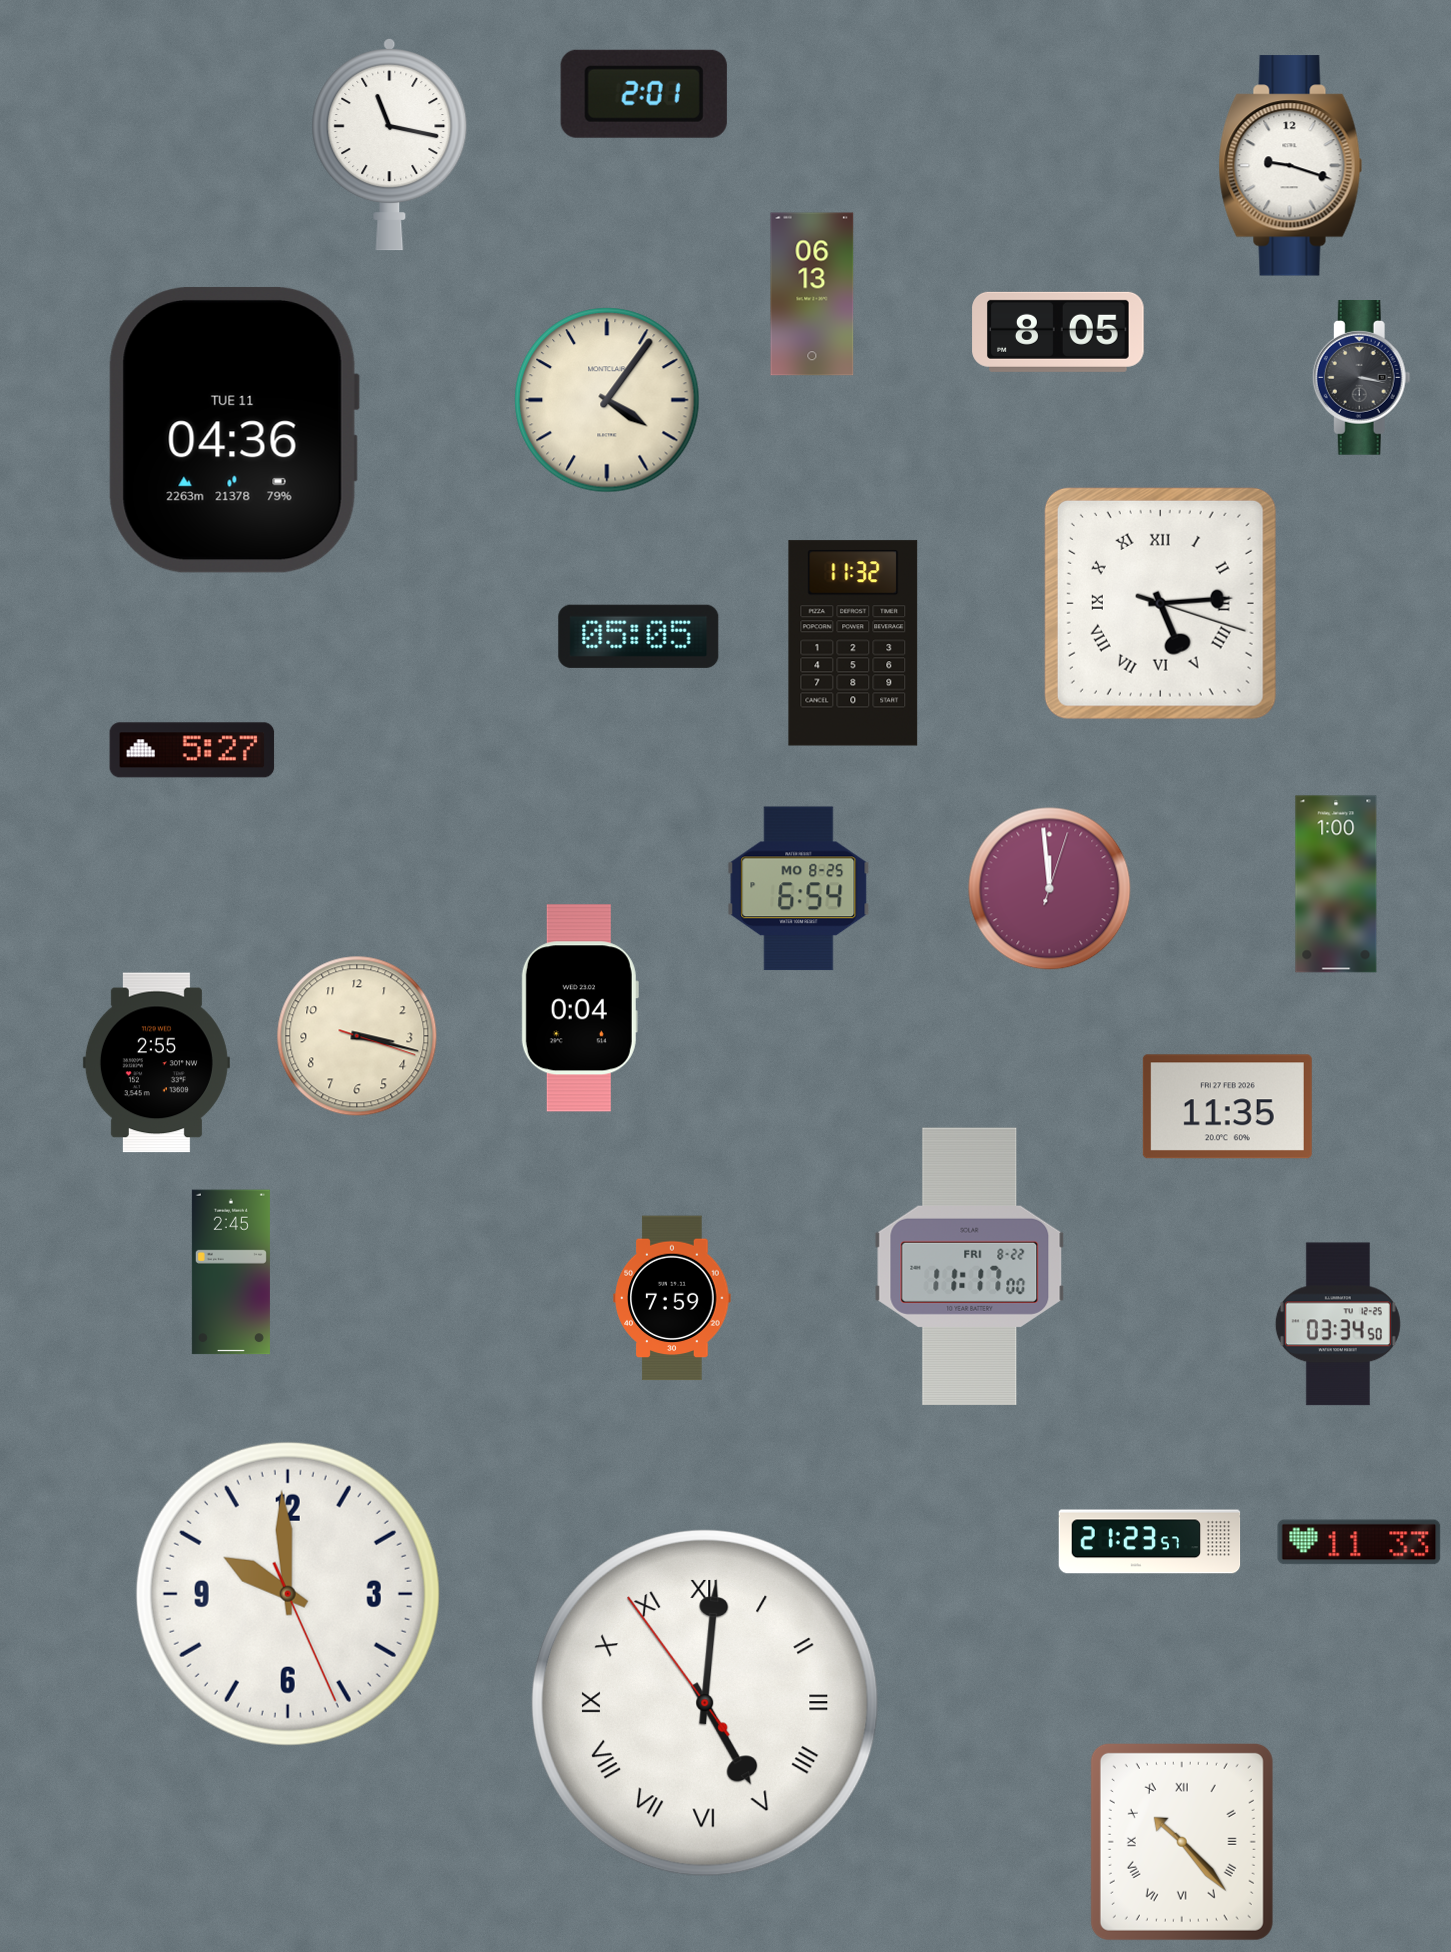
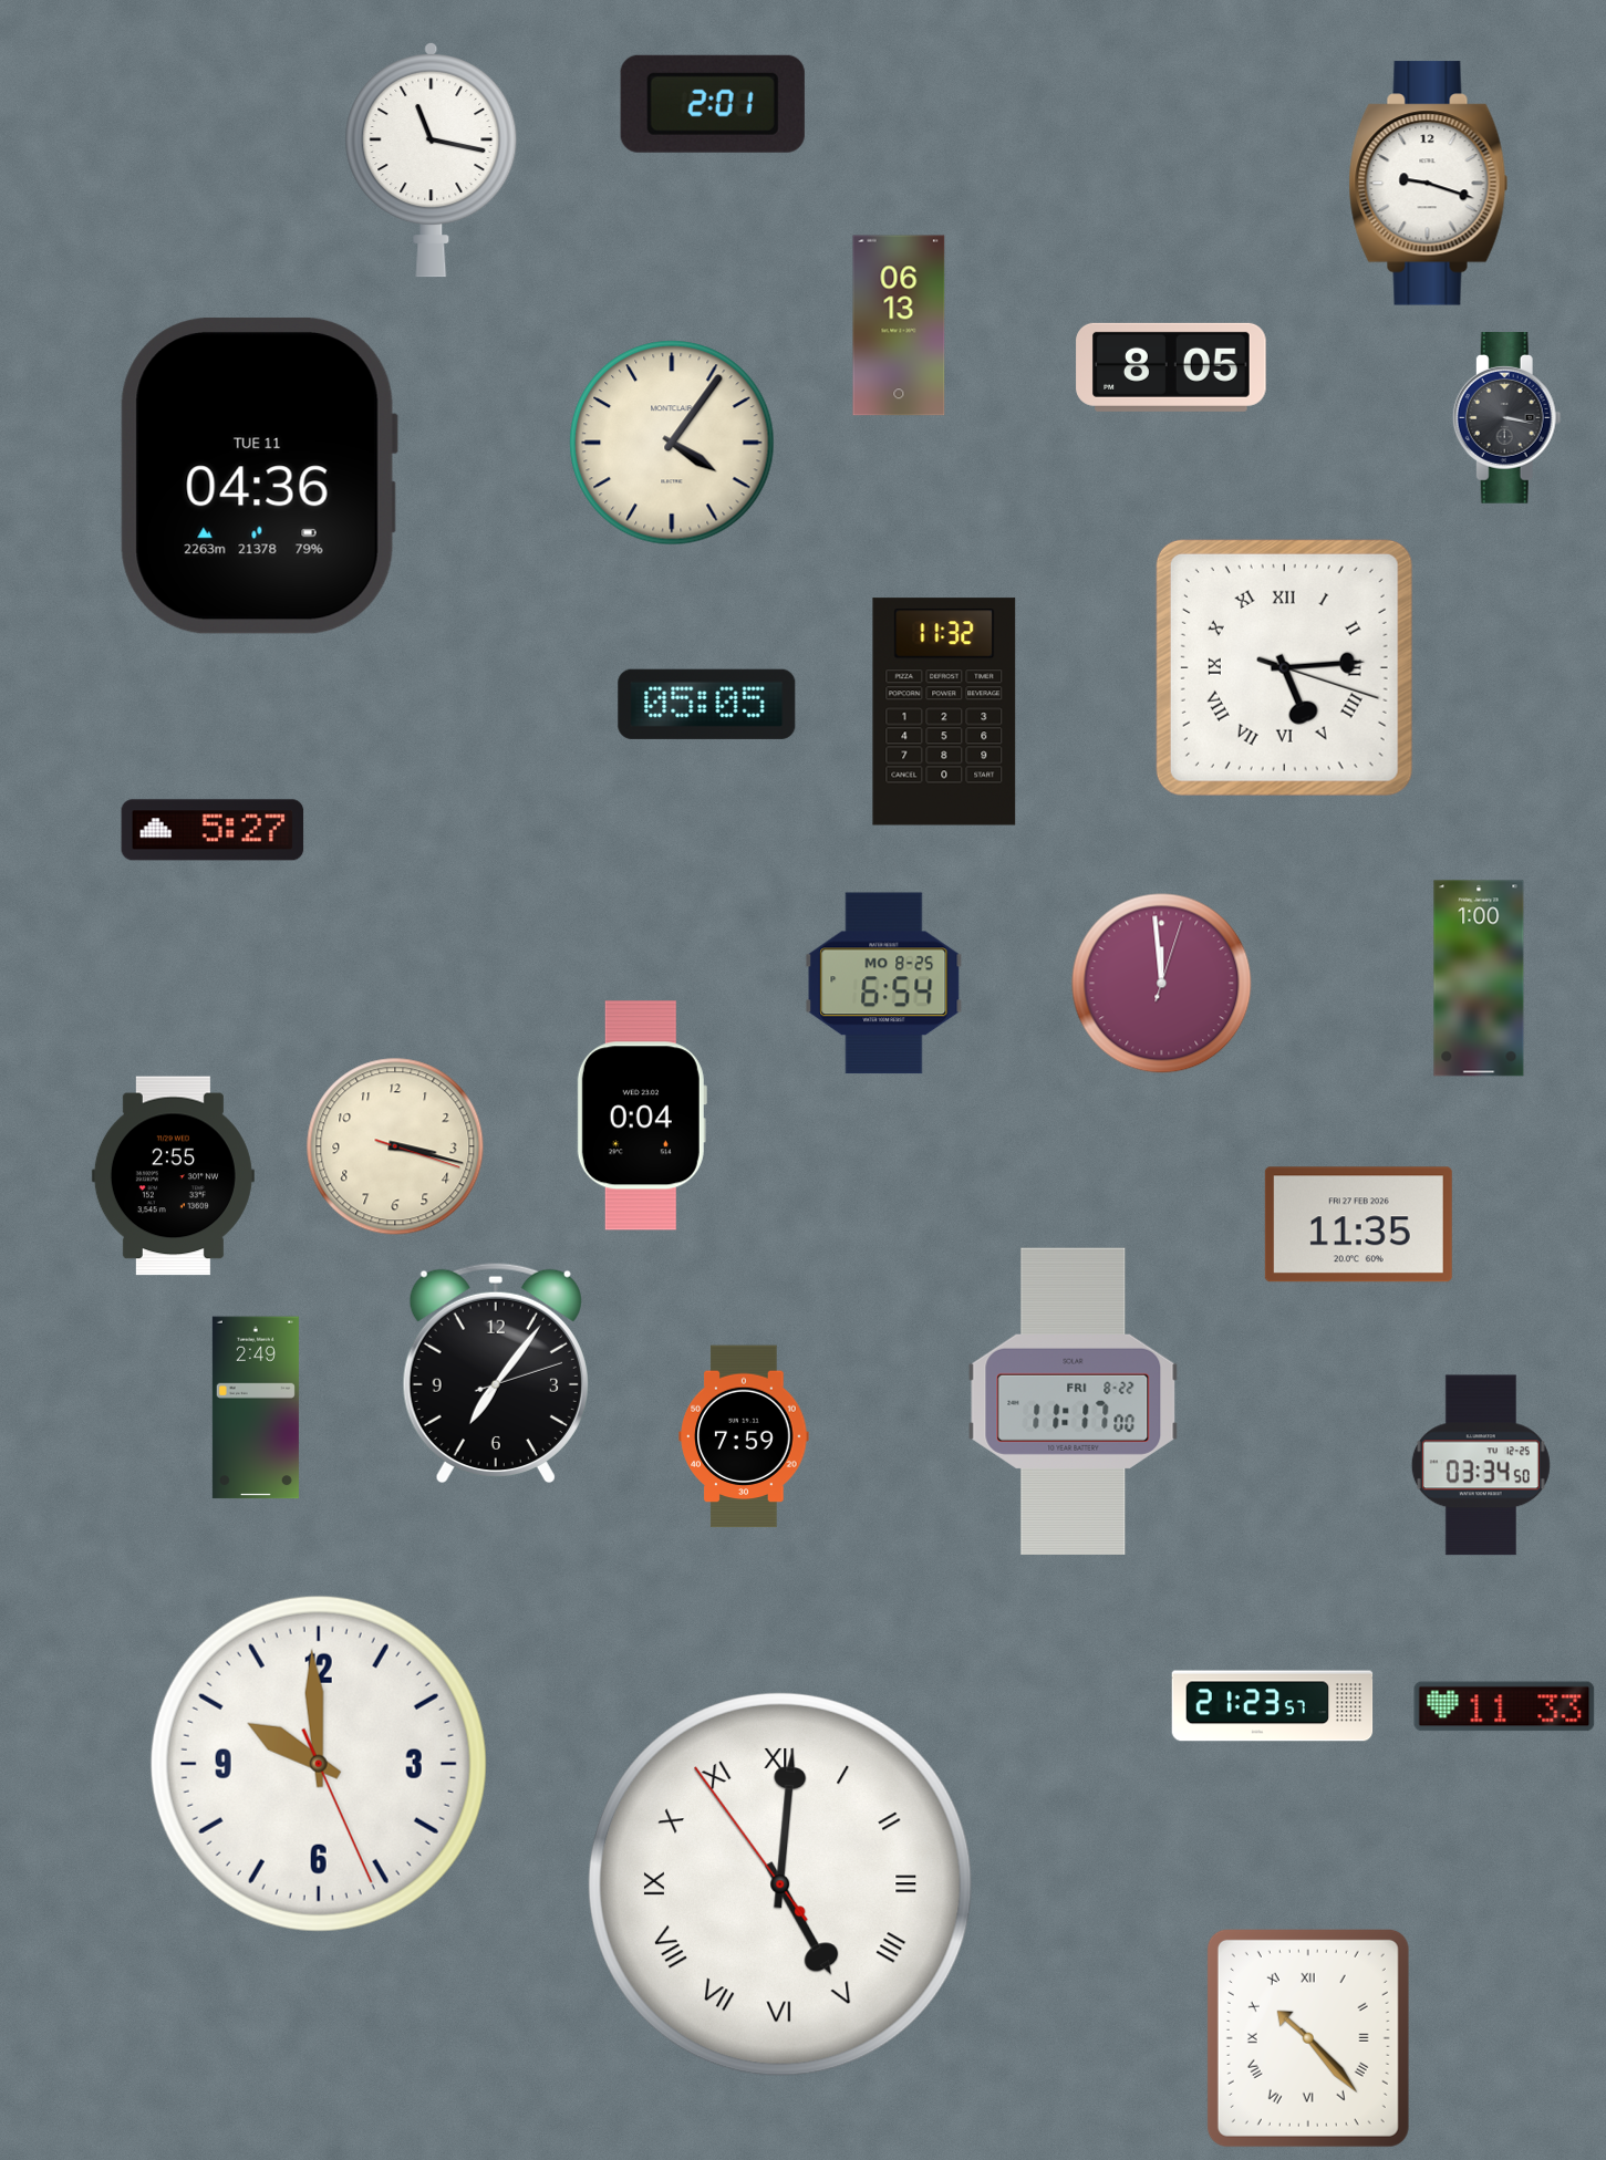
clock at (496, 1373): none -> 7:06
clock at (231, 1272): 2:45 -> 2:49
